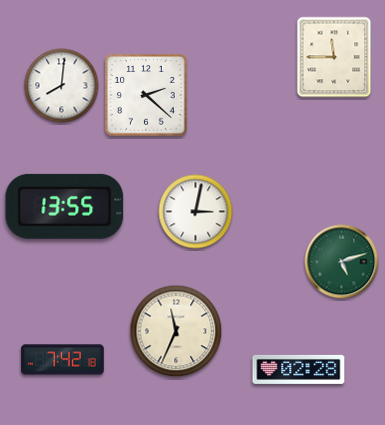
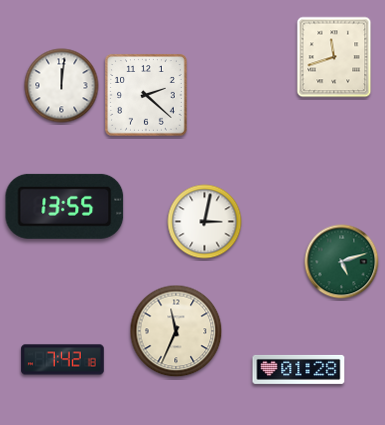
clock at (334, 57): 11:45 -> 11:42
clock at (62, 86): 8:01 -> 12:01
clock at (196, 212) position: (196, 212) -> (205, 222)
clock at (299, 369): 02:28 -> 01:28
